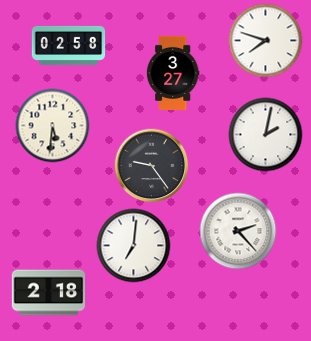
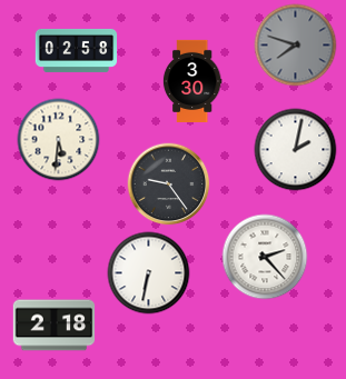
clock at (266, 41) dial: white -> grey
clock at (173, 72): 3:27 -> 3:30
clock at (134, 246): 7:01 -> 6:32
